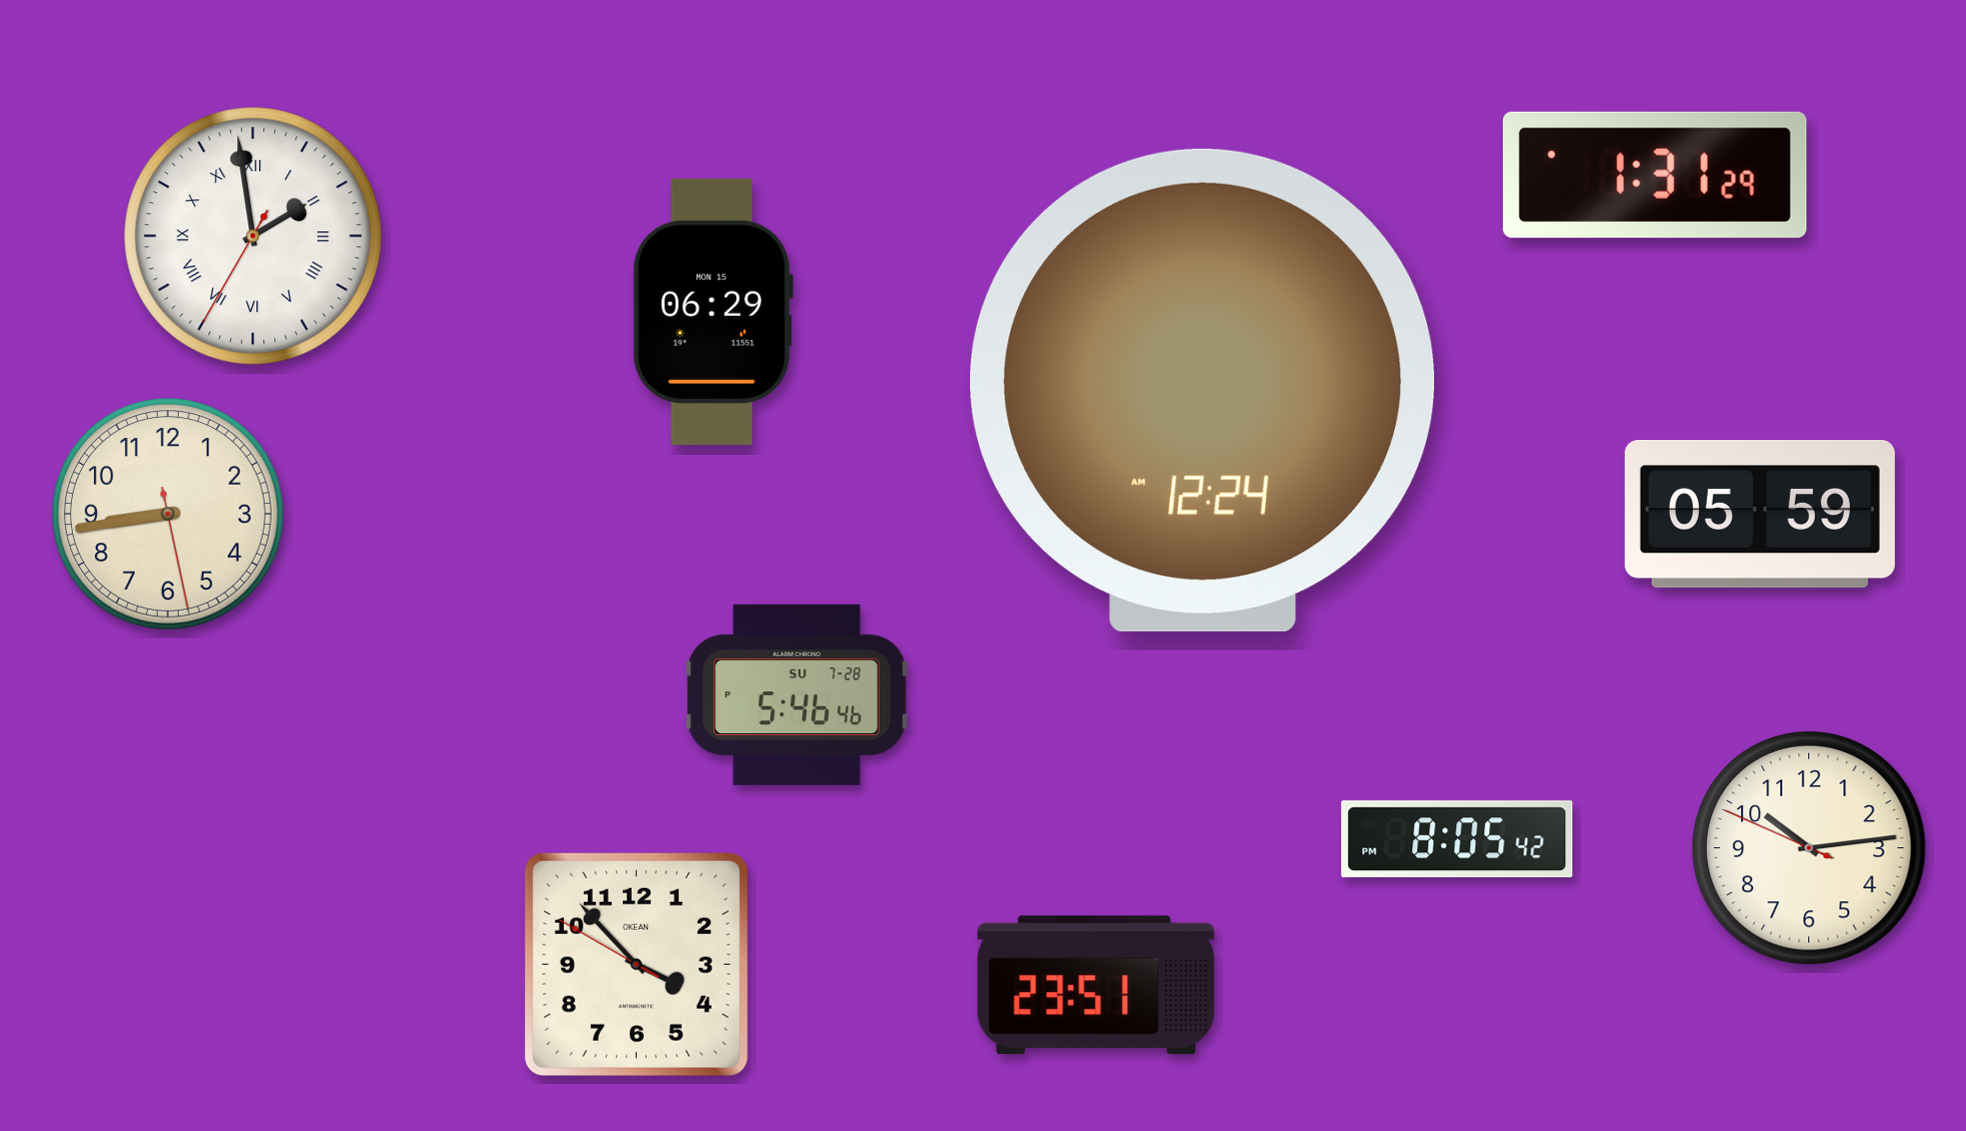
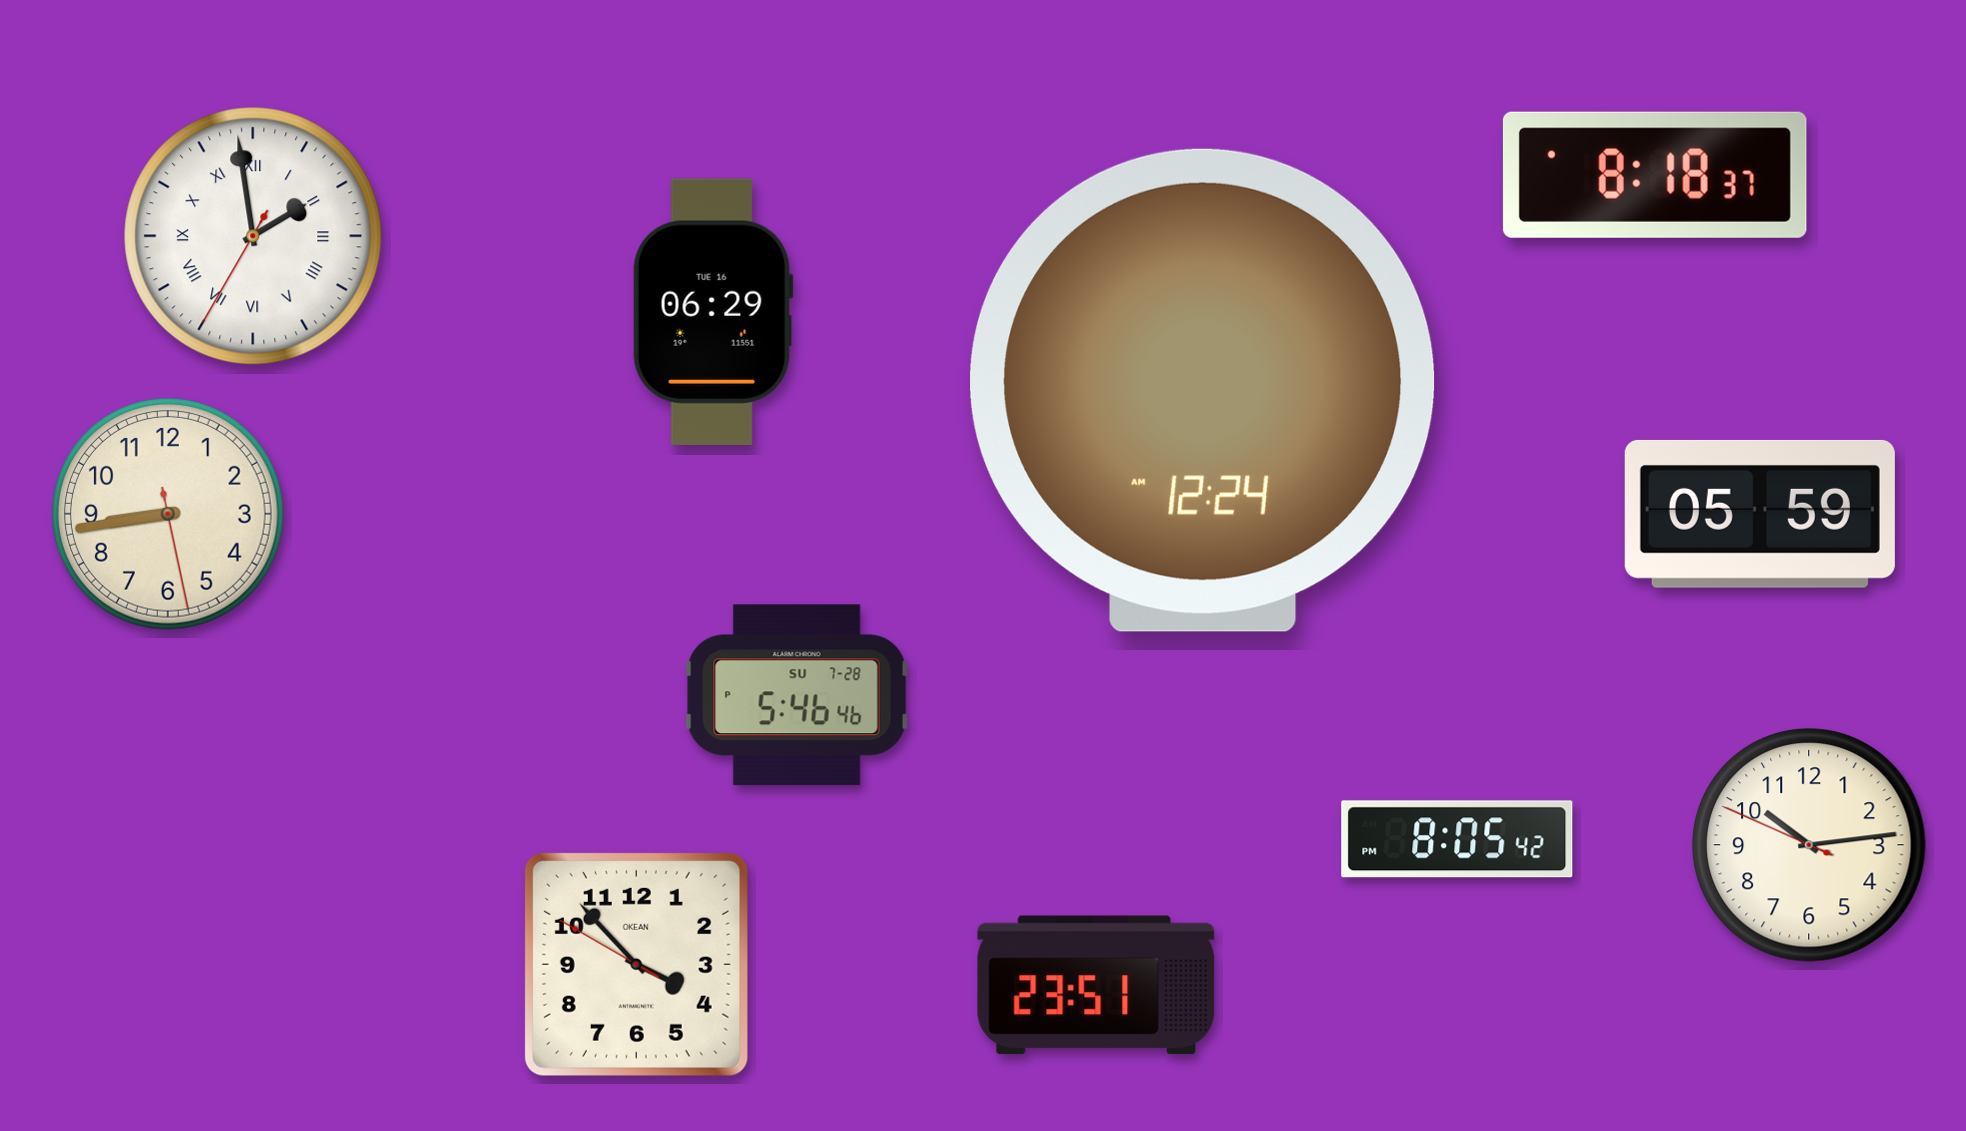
clock at (1655, 175): 1:31 -> 8:18
clock at (713, 312) date: MON 15 -> TUE 16
clock at (1809, 848) position: (1809, 848) -> (1809, 845)
